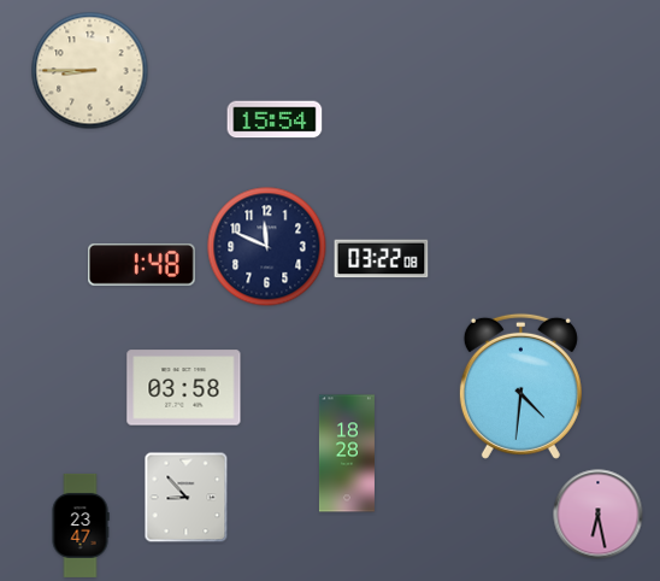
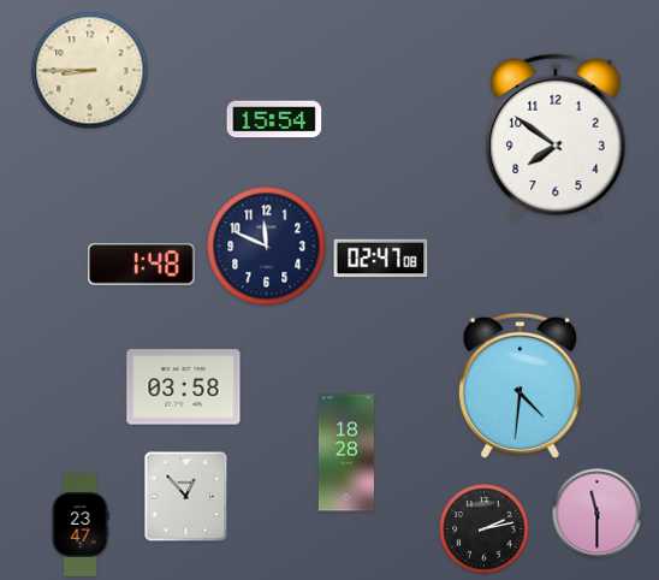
clock at (556, 137): none -> 7:51
clock at (382, 259): 03:22 -> 02:47
clock at (187, 498): 8:53 -> 12:53
clock at (599, 515): 6:28 -> 11:30
clock at (485, 529): none -> 2:13
